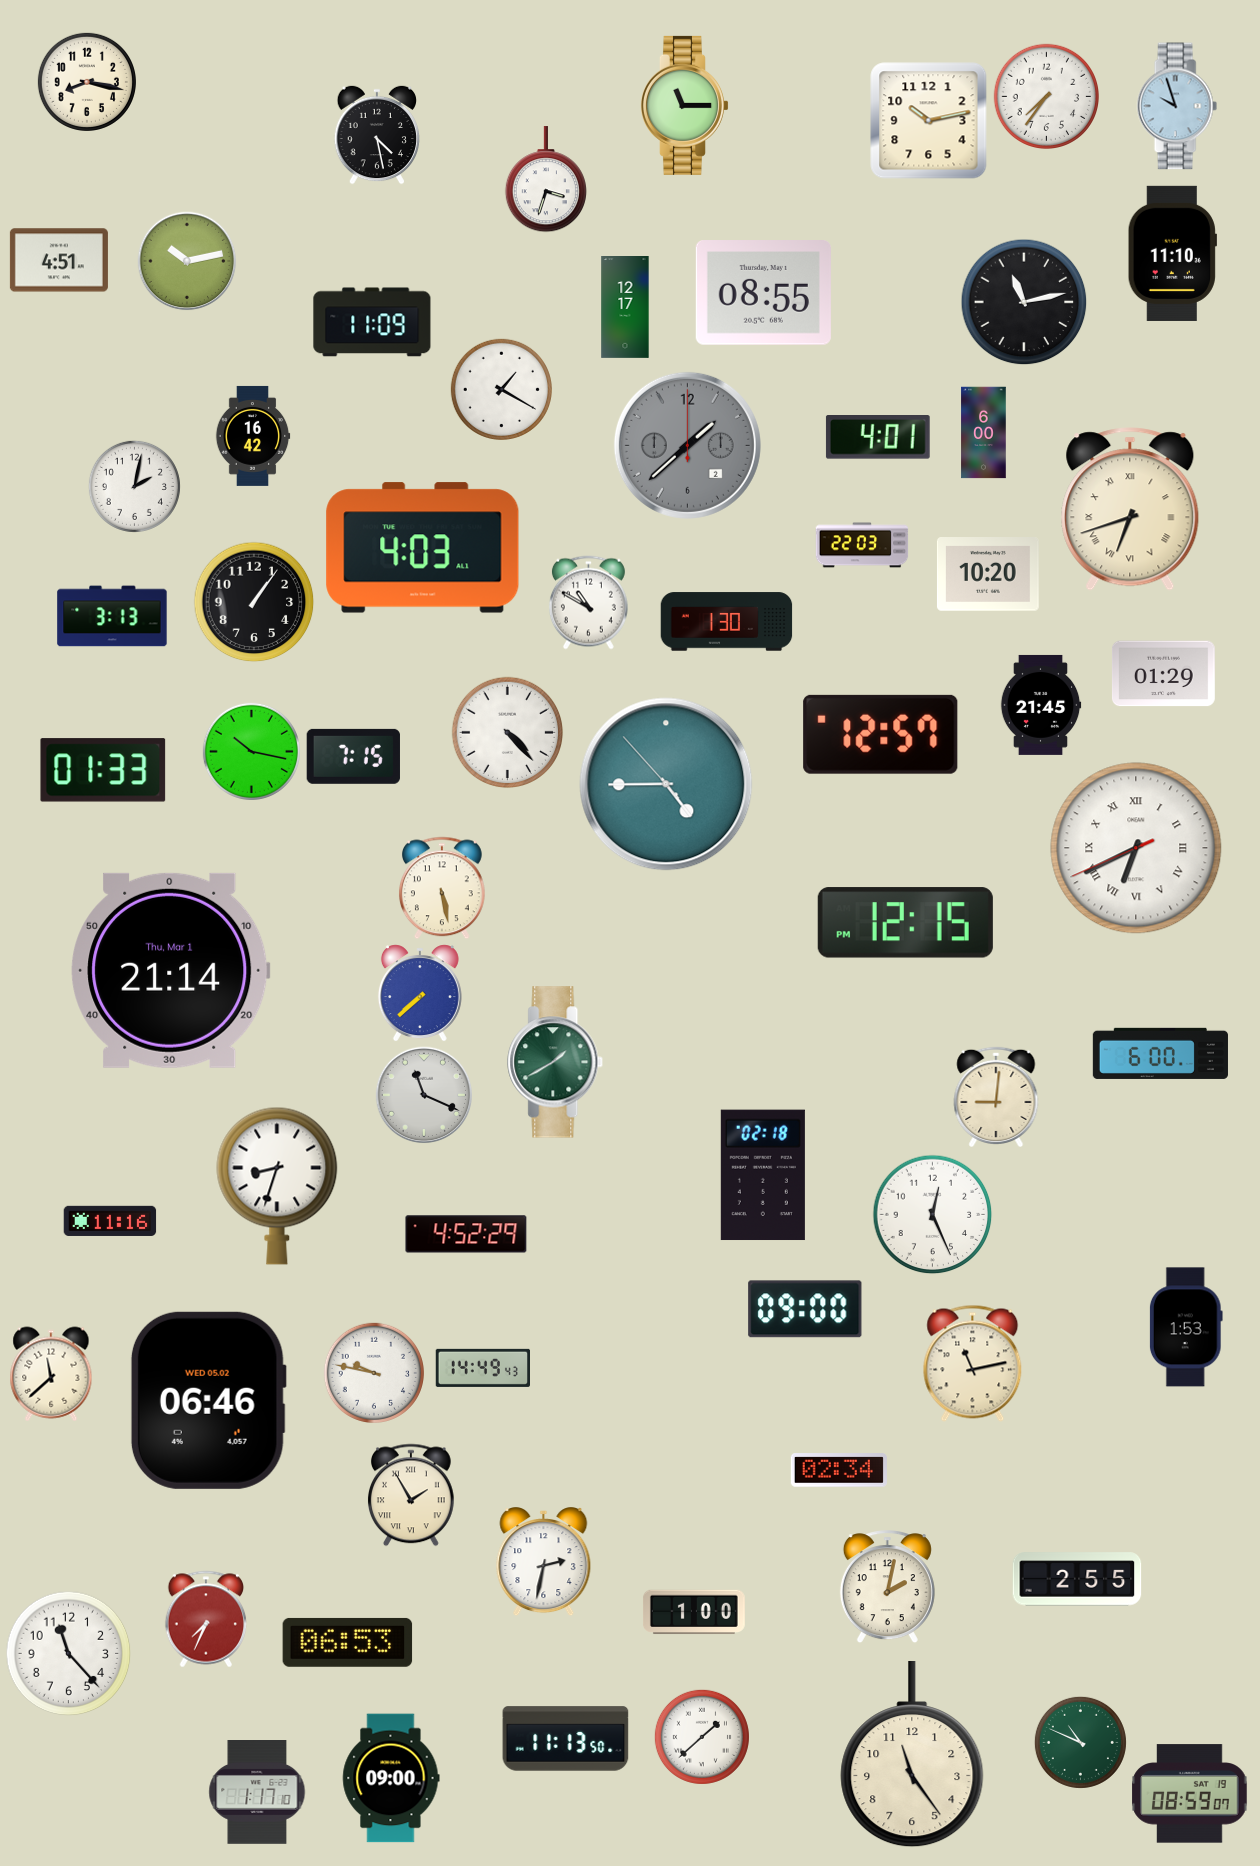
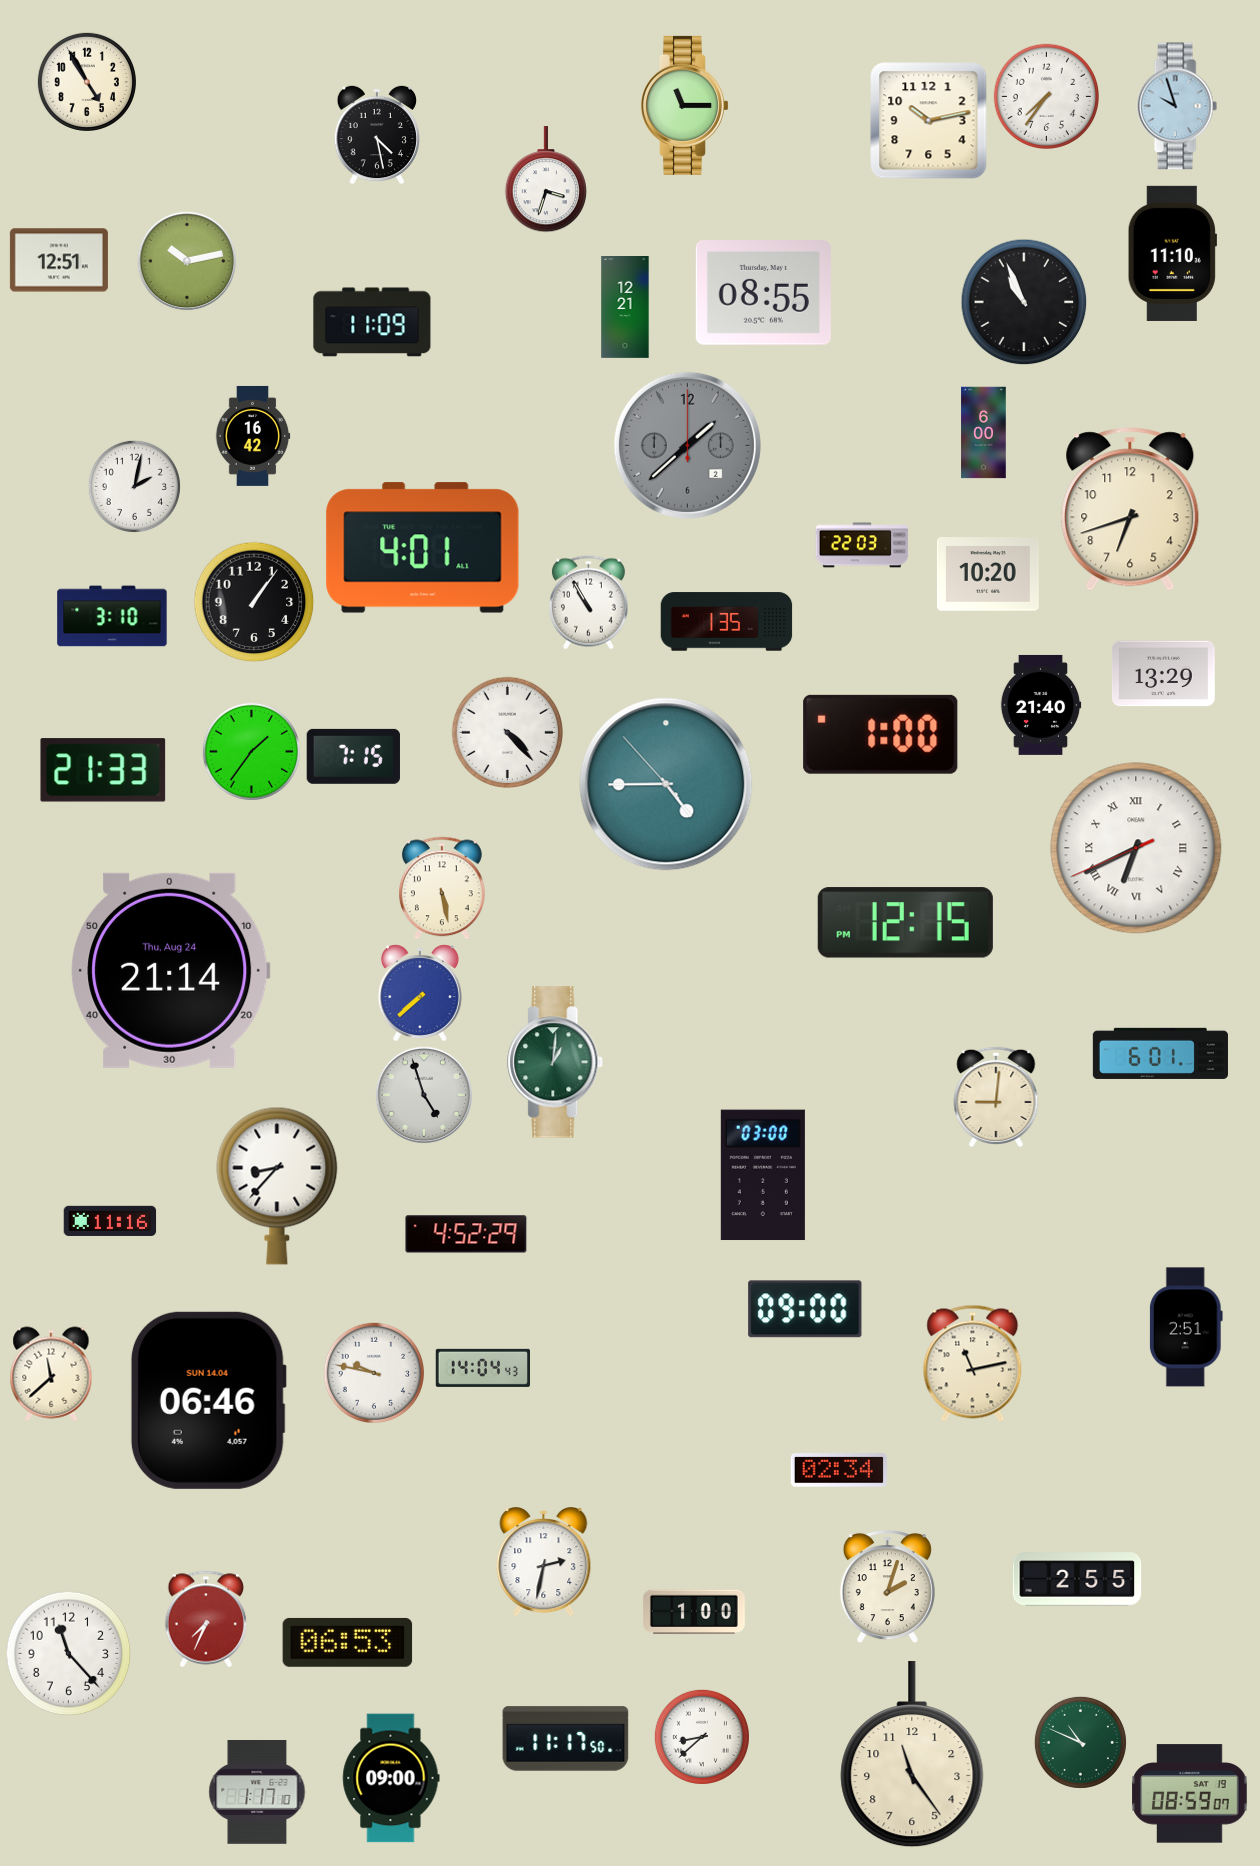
clock at (87, 82): 8:17 -> 4:55
clock at (59, 260): 4:51 -> 12:51
clock at (1024, 302): 11:13 -> 10:56
clock at (625, 308): 12:17 -> 12:21
clock at (501, 389): 1:20 -> none
clock at (878, 438): 4:01 -> none
clock at (1130, 509) numerals: Roman -> Arabic
clock at (423, 548): 4:03 -> 4:01
clock at (588, 603): 10:50 -> 10:55
clock at (112, 616): 3:13 -> 3:10
clock at (727, 622): 1:30 -> 1:35
clock at (1164, 674): 01:29 -> 13:29
clock at (1041, 705): 21:45 -> 21:40
clock at (881, 734): 12:57 -> 1:00
clock at (251, 751): 10:17 -> 1:36
clock at (103, 770): 01:33 -> 21:33
clock at (171, 970) date: Thu, Mar 1 -> Thu, Aug 24
clock at (1160, 1053): 6:00 -> 6:01
clock at (556, 1062): 1:40 -> 1:01
clock at (424, 1095): 11:19 -> 4:57
clock at (763, 1175): 02:18 -> 03:00
clock at (277, 1186): 8:33 -> 8:37
clock at (933, 1215): 12:26 -> none
clock at (1186, 1327): 1:53 -> 2:51
clock at (482, 1368): 14:49 -> 14:04
clock at (208, 1400) date: WED 05.02 -> SUN 14.04
clock at (411, 1495): 1:55 -> none
clock at (887, 1587): 2:02 -> 2:03
clock at (702, 1737): 1:38 -> 8:38
clock at (566, 1739): 11:13 -> 11:17
